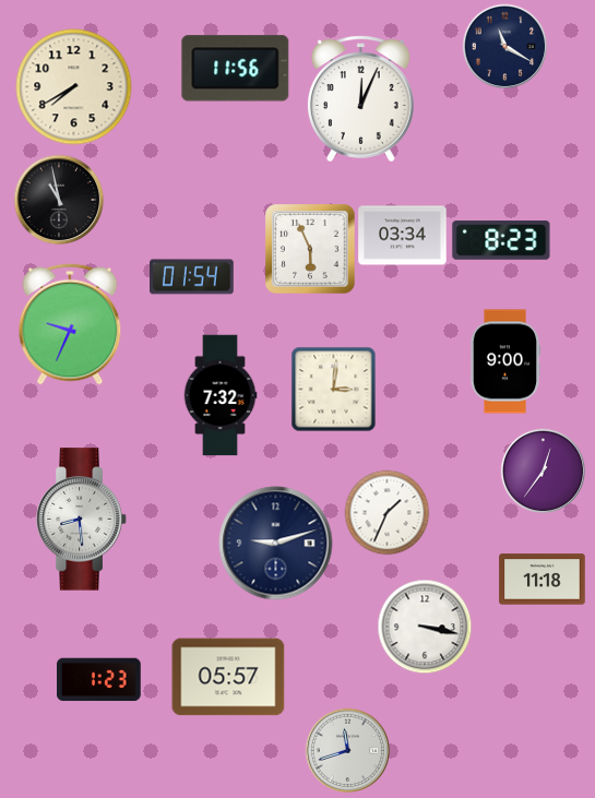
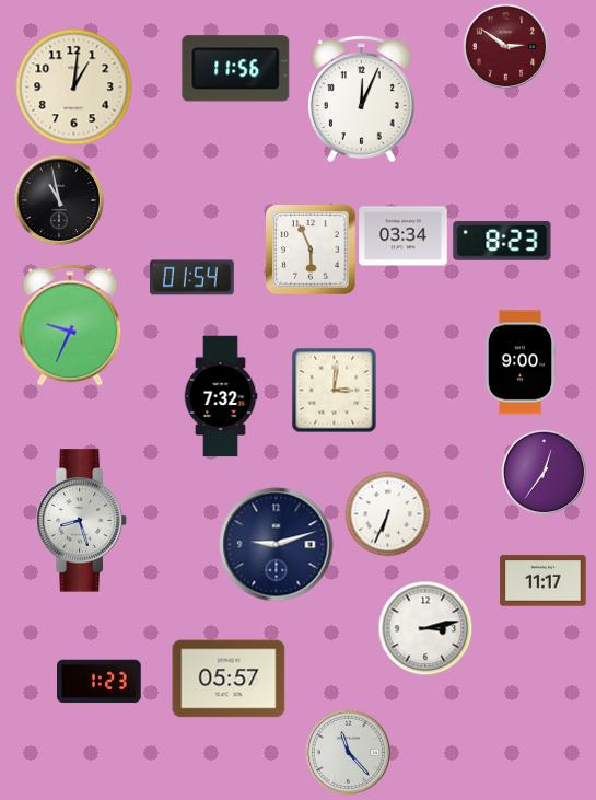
clock at (504, 46): 11:20 -> 2:51
clock at (504, 46) dial: navy -> burgundy
clock at (74, 87): 7:40 -> 1:01
clock at (504, 361) position: (504, 361) -> (519, 362)
clock at (386, 512): 1:34 -> 6:34
clock at (82, 520): 8:29 -> 8:27
clock at (543, 580): 11:18 -> 11:17
clock at (425, 627): 3:17 -> 3:13
clock at (347, 750): 11:42 -> 11:23
